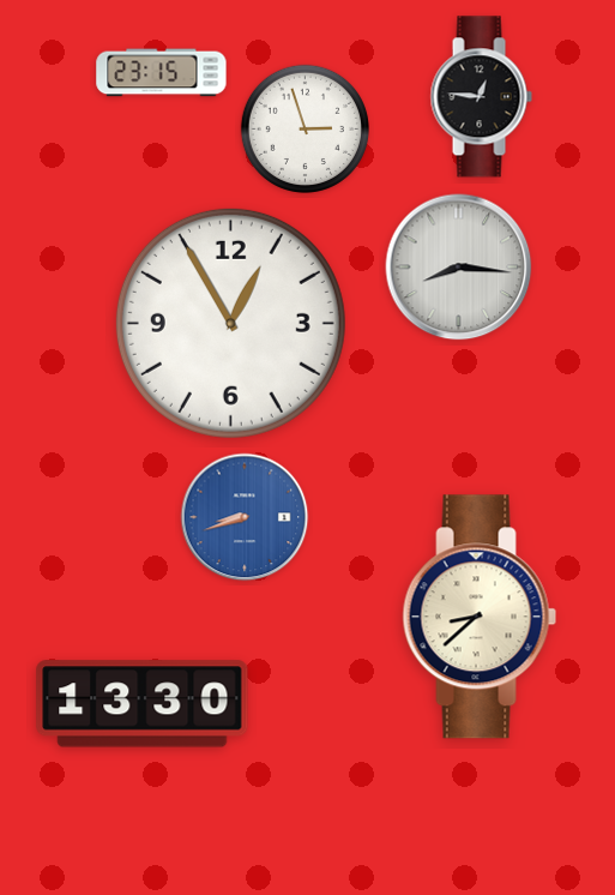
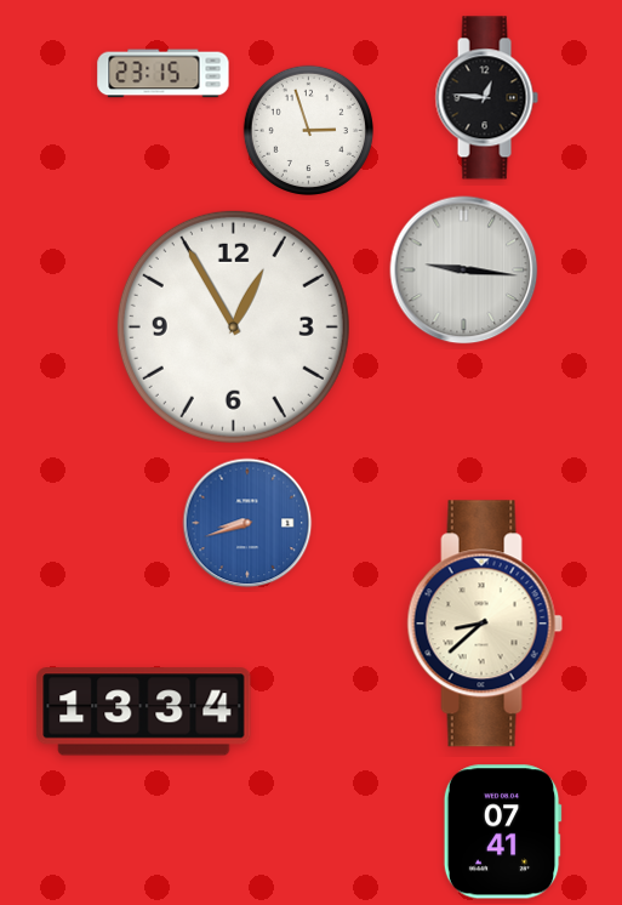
clock at (459, 268): 8:16 -> 9:16
clock at (143, 704): 13:30 -> 13:34
clock at (502, 832): none -> 07:41
